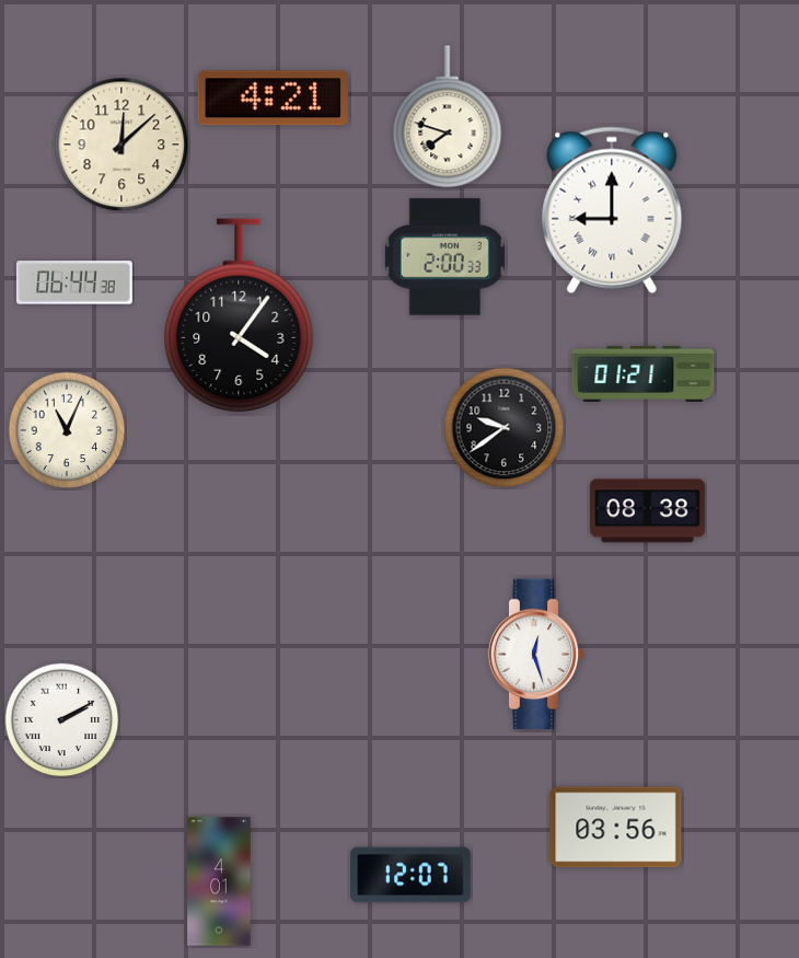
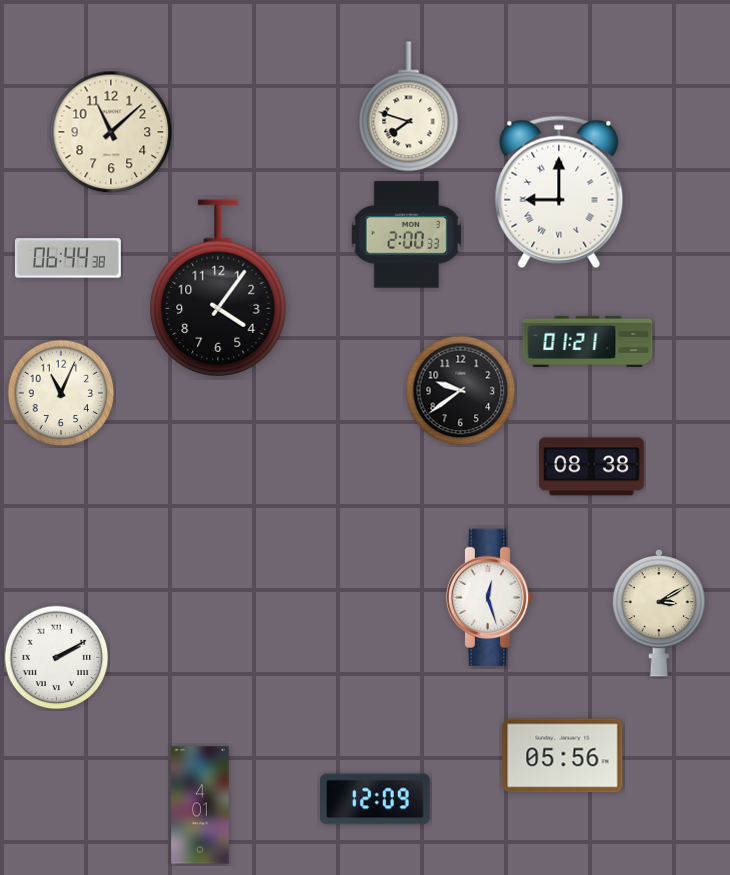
clock at (273, 99): 4:21 -> none
clock at (121, 145): 12:08 -> 11:08
clock at (658, 613): none -> 3:10
clock at (616, 828): 03:56 -> 05:56
clock at (410, 875): 12:07 -> 12:09
